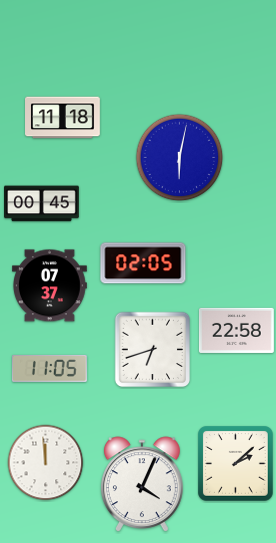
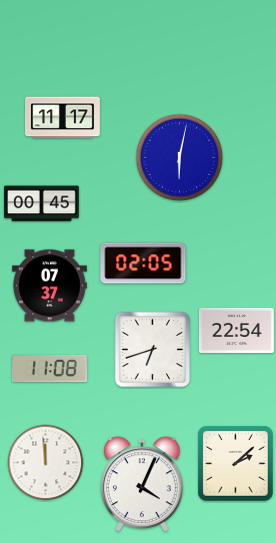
clock at (63, 118): 11:18 -> 11:17
clock at (236, 330): 22:58 -> 22:54
clock at (49, 368): 11:05 -> 11:08
